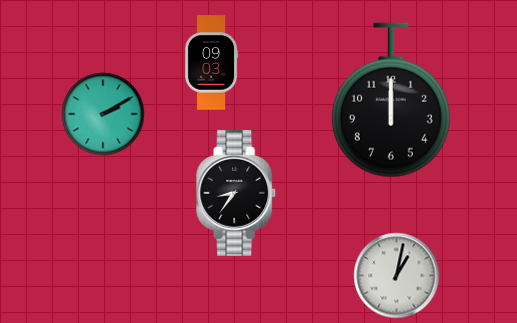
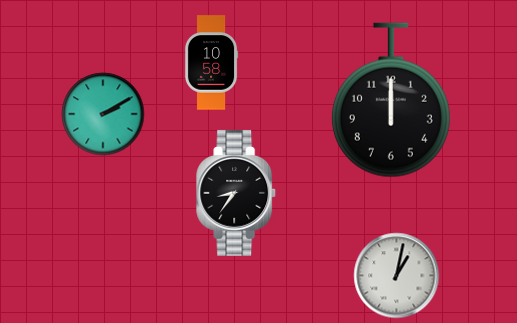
clock at (211, 63): 09:03 -> 10:58
